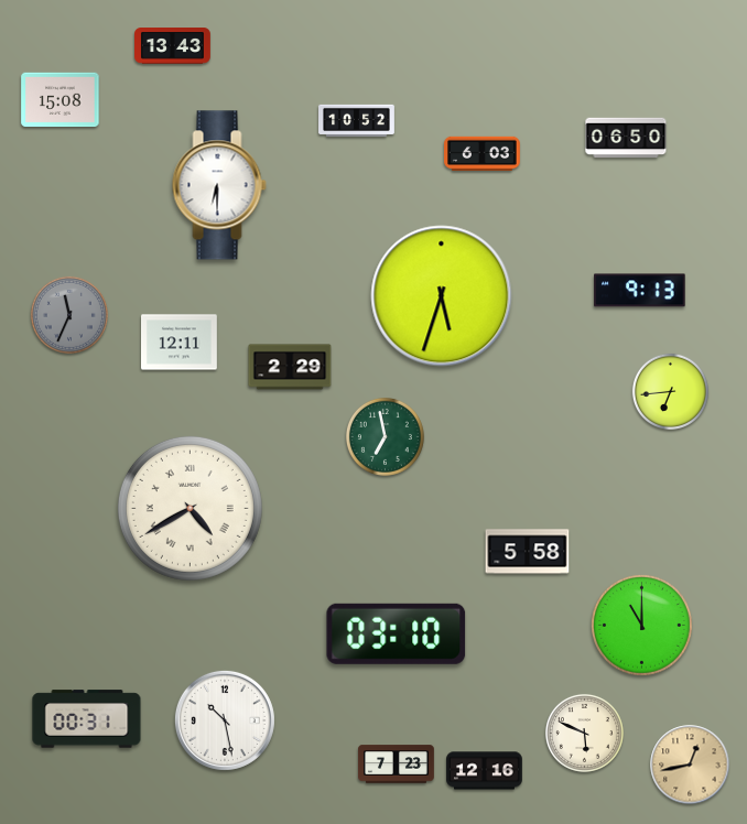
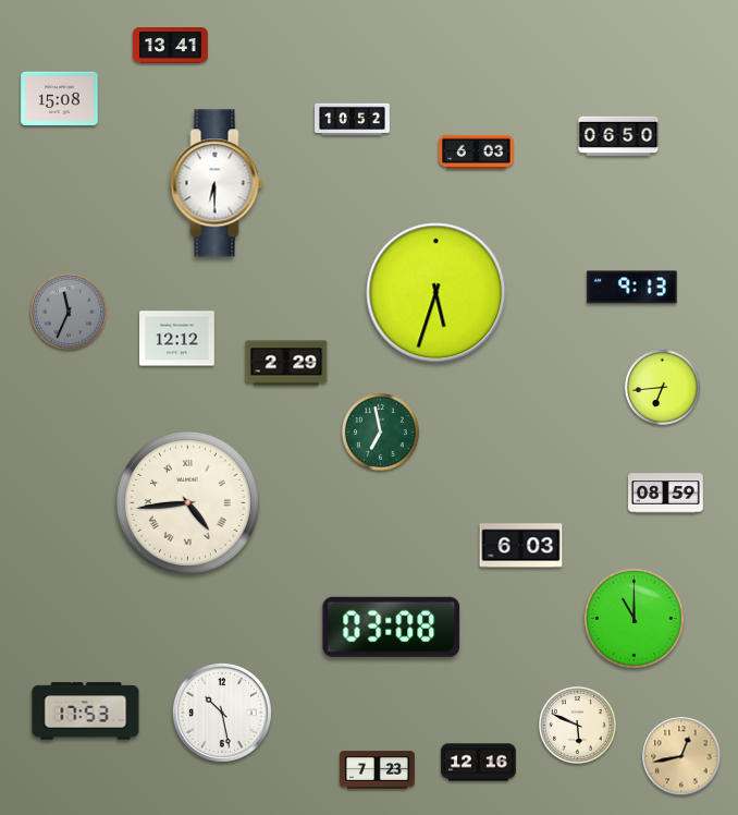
clock at (173, 46): 13:43 -> 13:41
clock at (180, 343): 12:11 -> 12:12
clock at (666, 494): none -> 08:59
clock at (190, 508): 4:40 -> 4:44
clock at (528, 552): 5:58 -> 6:03
clock at (397, 633): 03:10 -> 03:08
clock at (87, 719): 00:31 -> 17:53
clock at (397, 765) position: (397, 765) -> (378, 770)
